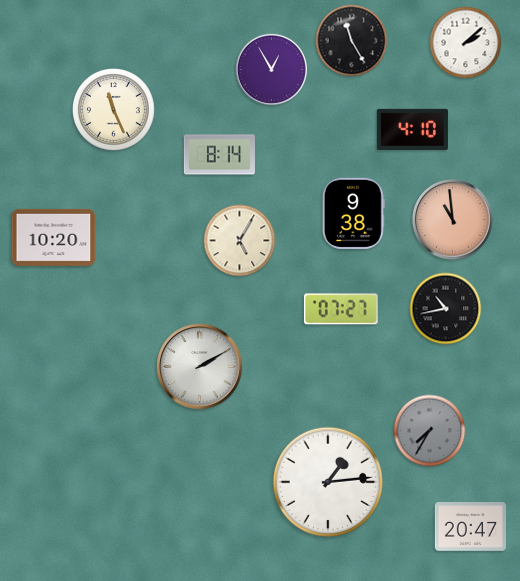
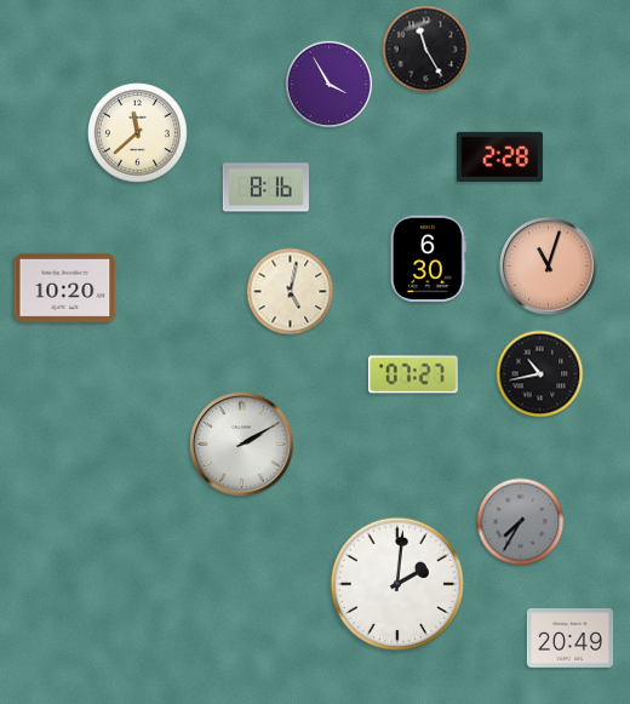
clock at (466, 43): 2:08 -> none
clock at (271, 69): 12:55 -> 3:55
clock at (113, 109): 11:26 -> 11:38
clock at (412, 129): 4:10 -> 2:28
clock at (219, 155): 8:14 -> 8:16
clock at (353, 213): 9:38 -> 6:30
clock at (453, 220): 10:59 -> 11:03
clock at (240, 241): 5:05 -> 5:02
clock at (328, 482): 1:14 -> 2:01
clock at (470, 527): 20:47 -> 20:49
